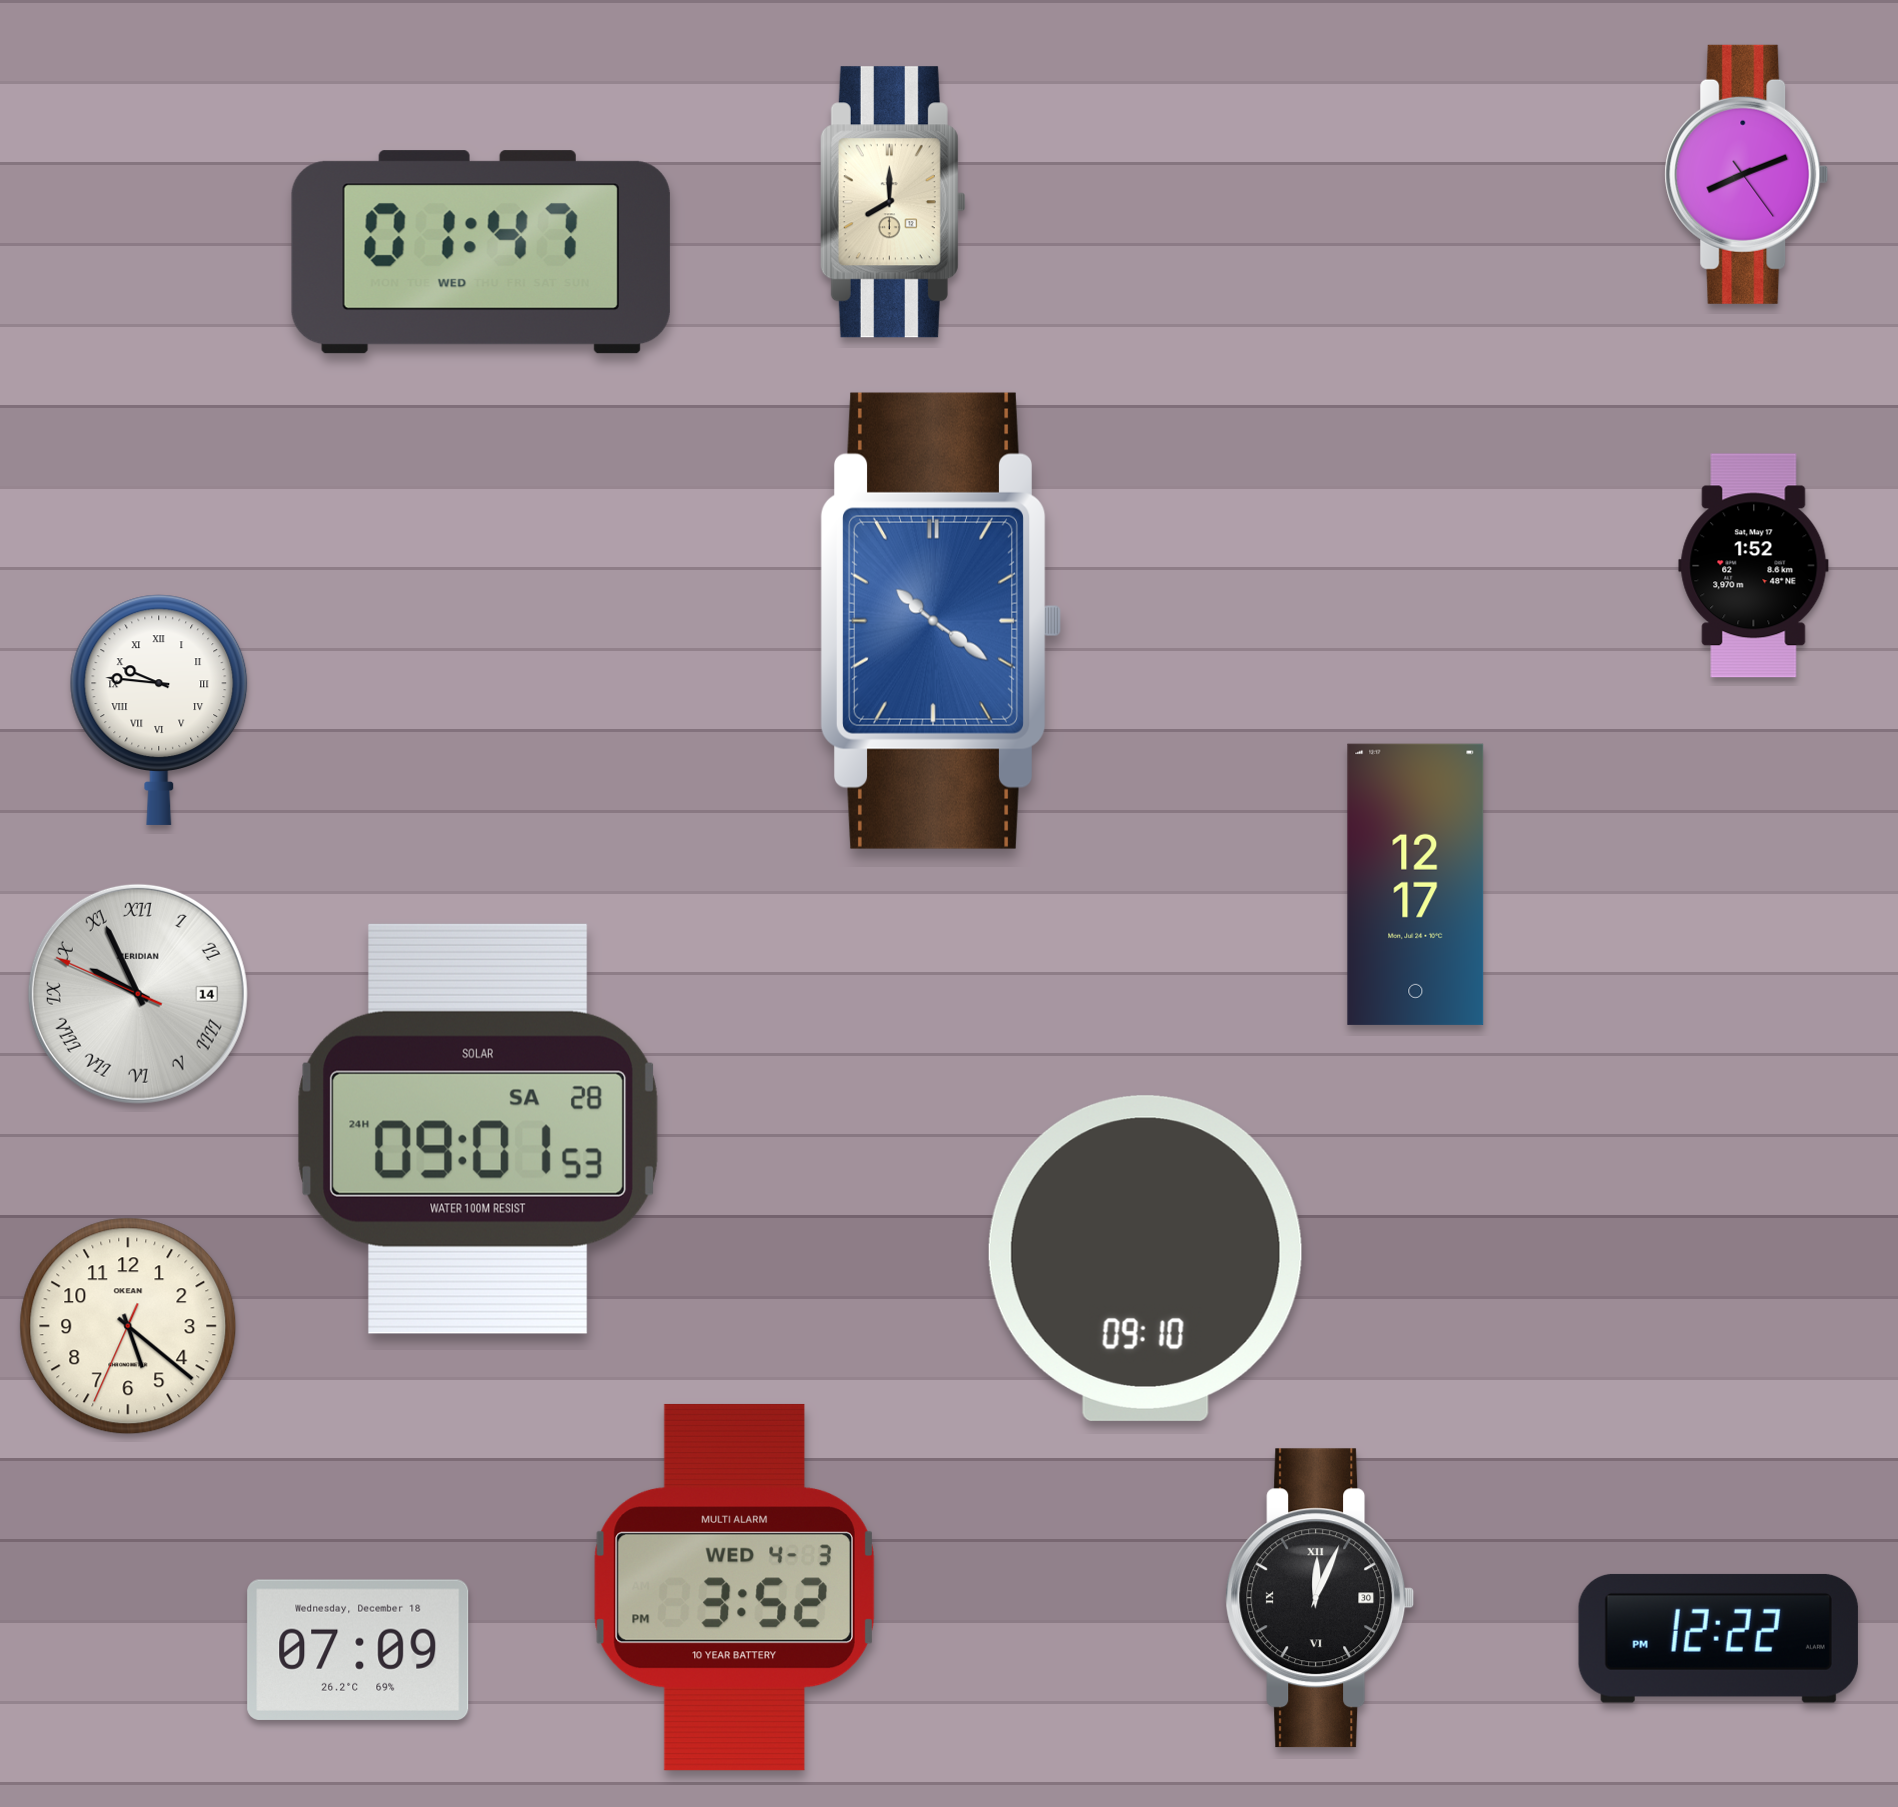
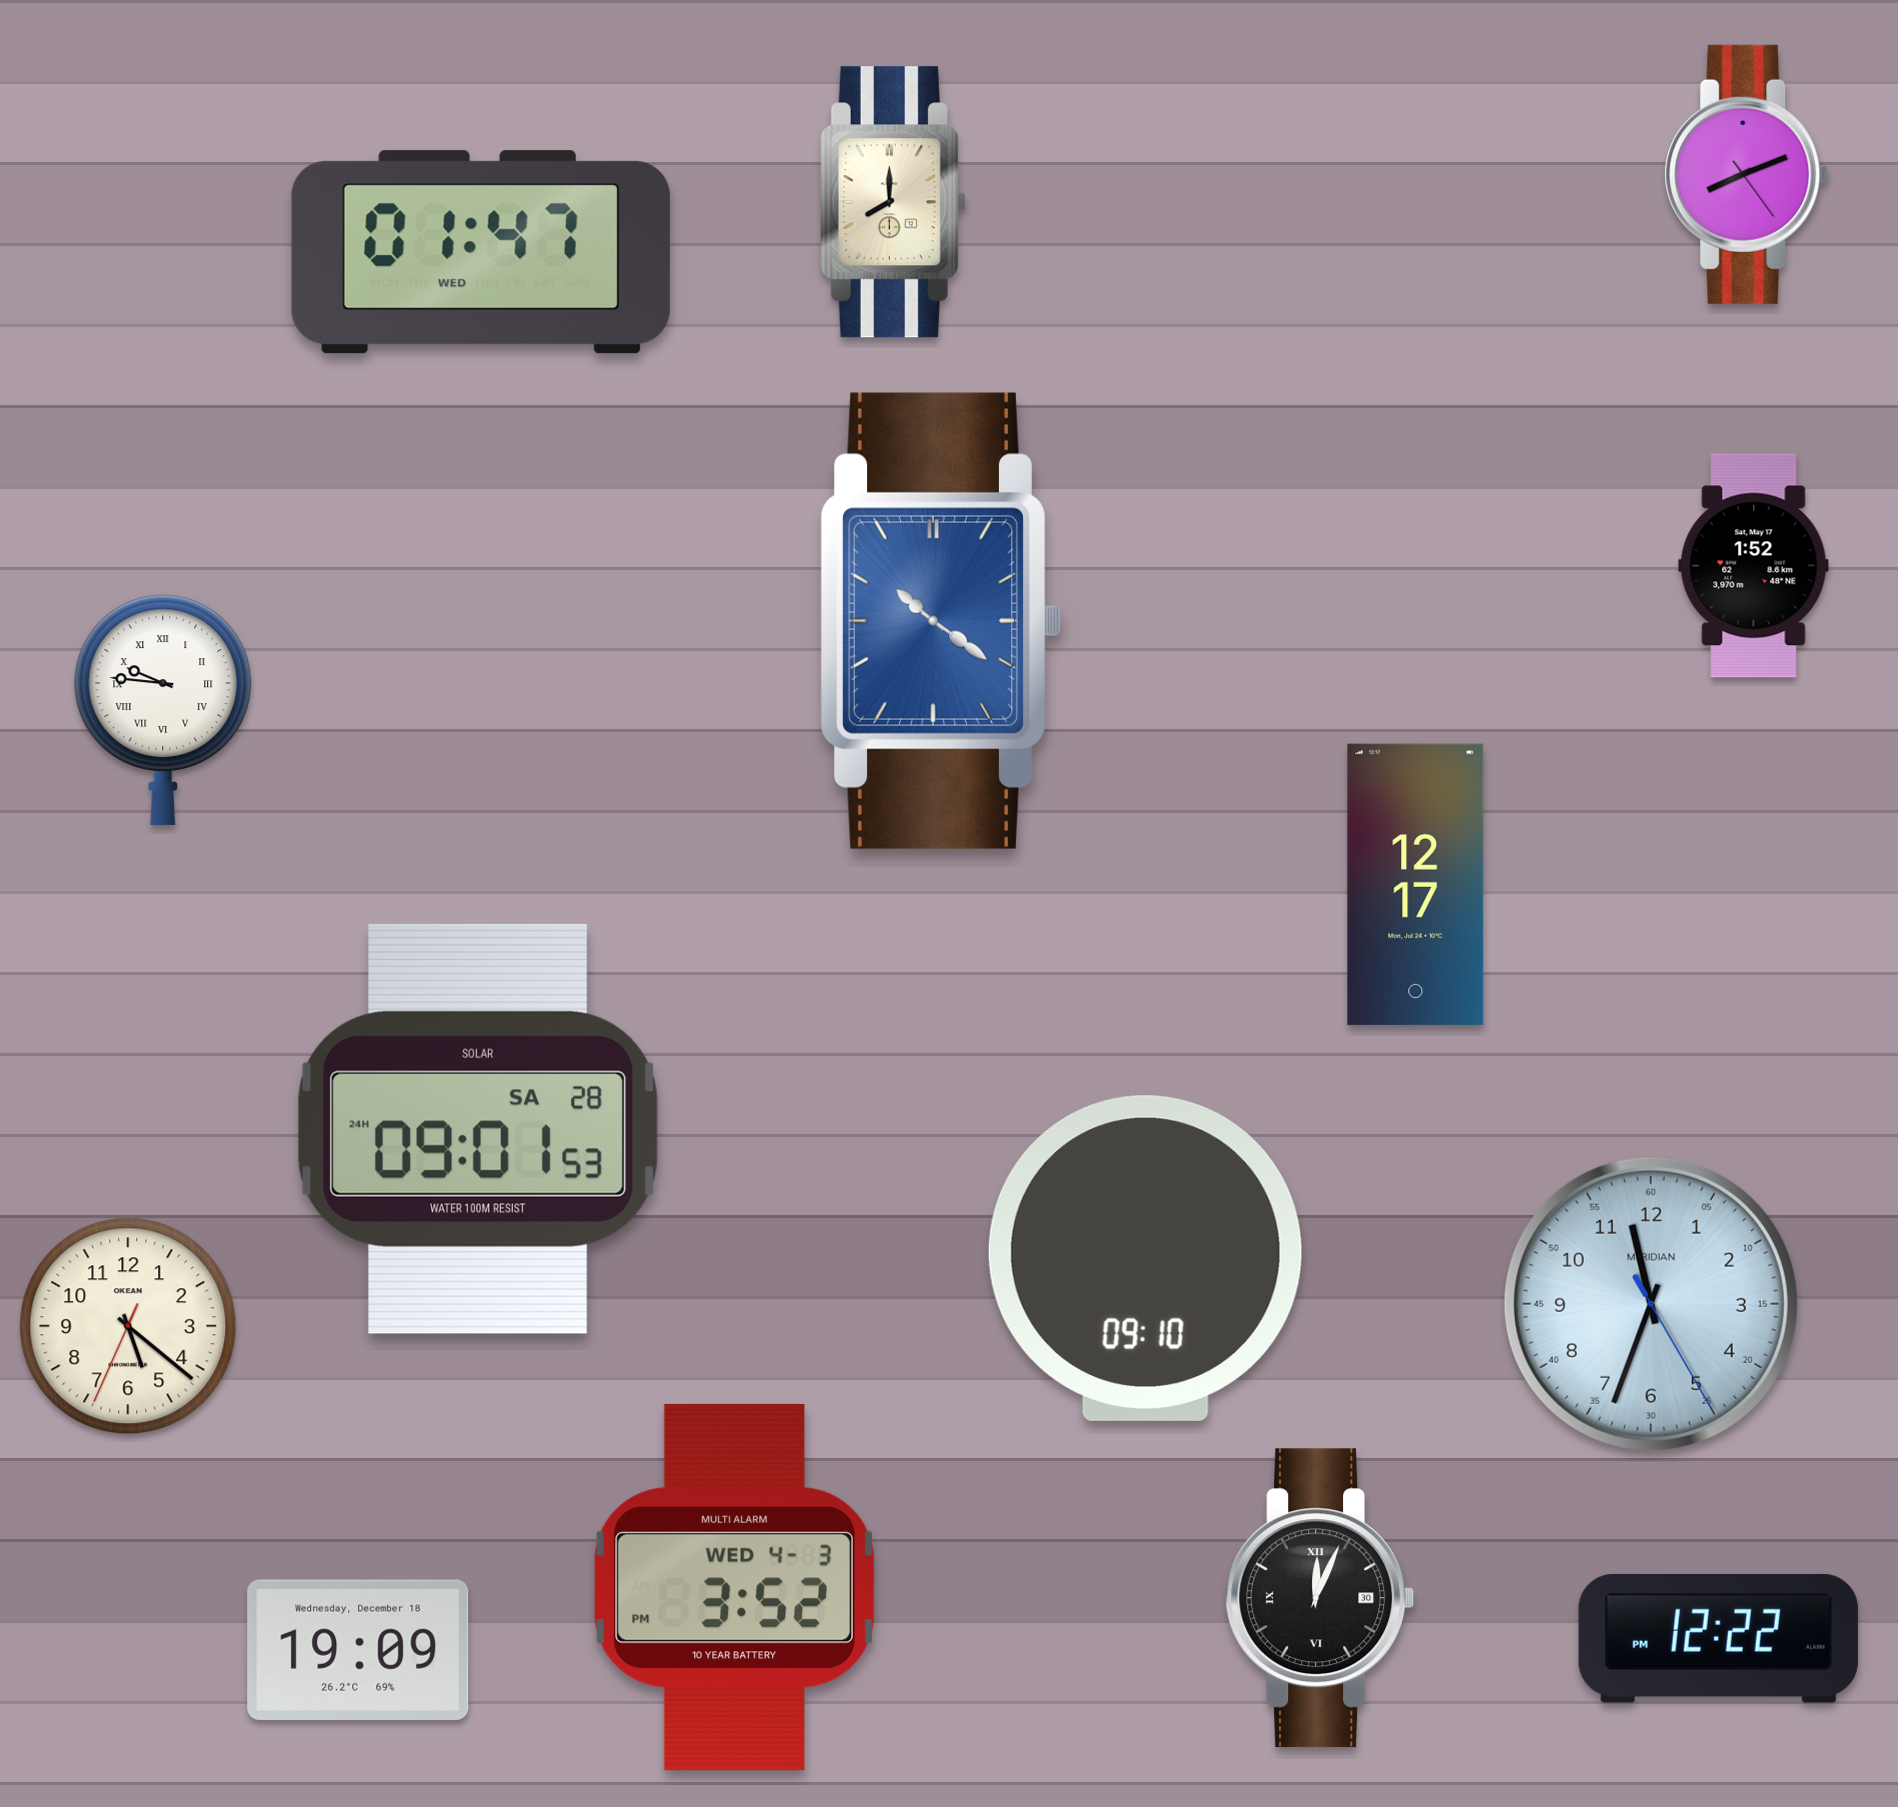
clock at (159, 710) position: (159, 710) -> (163, 710)
clock at (138, 994): 9:55 -> none
clock at (1651, 1304): none -> 11:33
clock at (358, 1650): 07:09 -> 19:09
